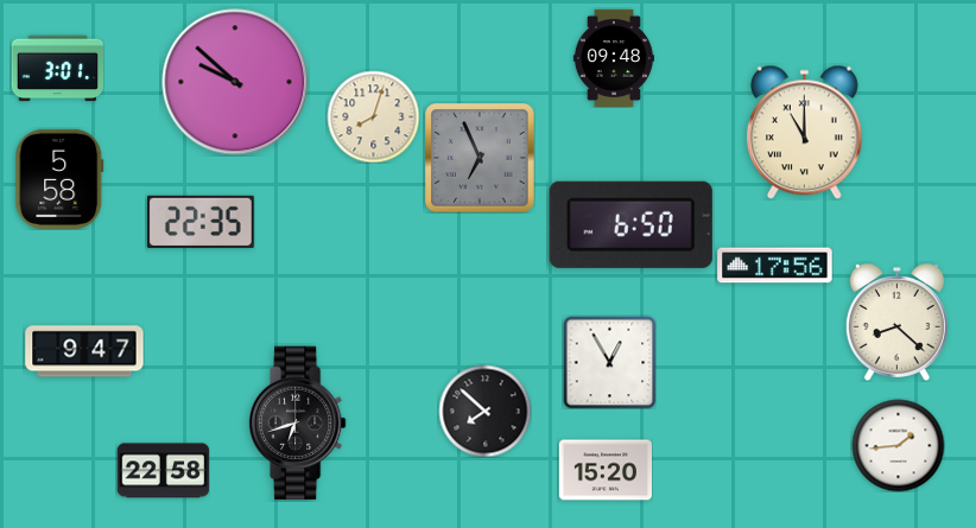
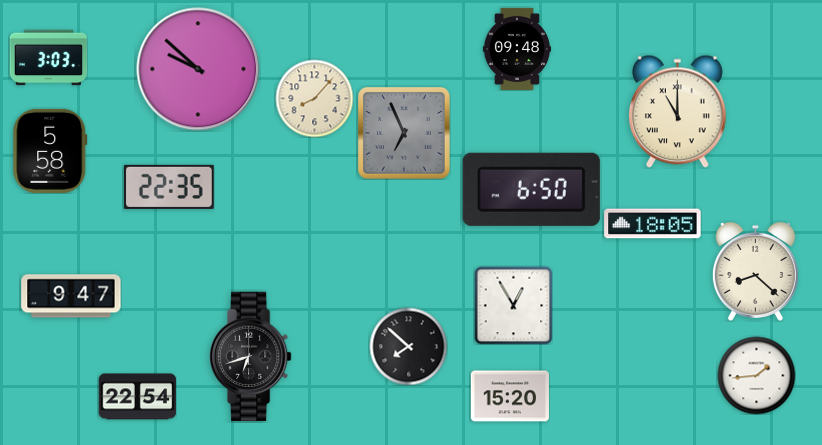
clock at (57, 69): 3:01 -> 3:03
clock at (373, 116): 8:03 -> 8:07
clock at (775, 266): 17:56 -> 18:05
clock at (163, 471): 22:58 -> 22:54
